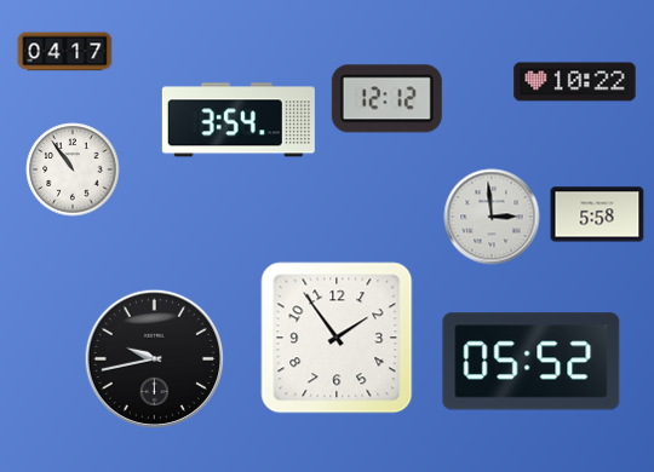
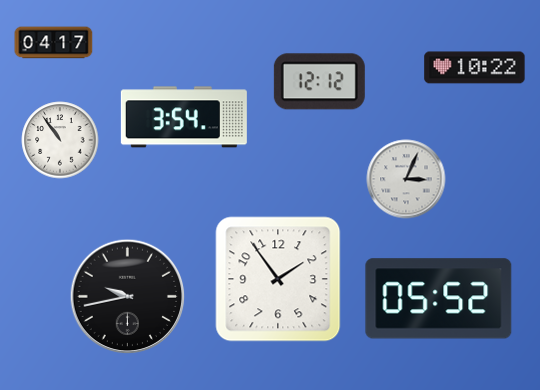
clock at (239, 120) position: (239, 120) -> (184, 117)
clock at (597, 214): 5:58 -> none
clock at (492, 217): 2:59 -> 3:04
